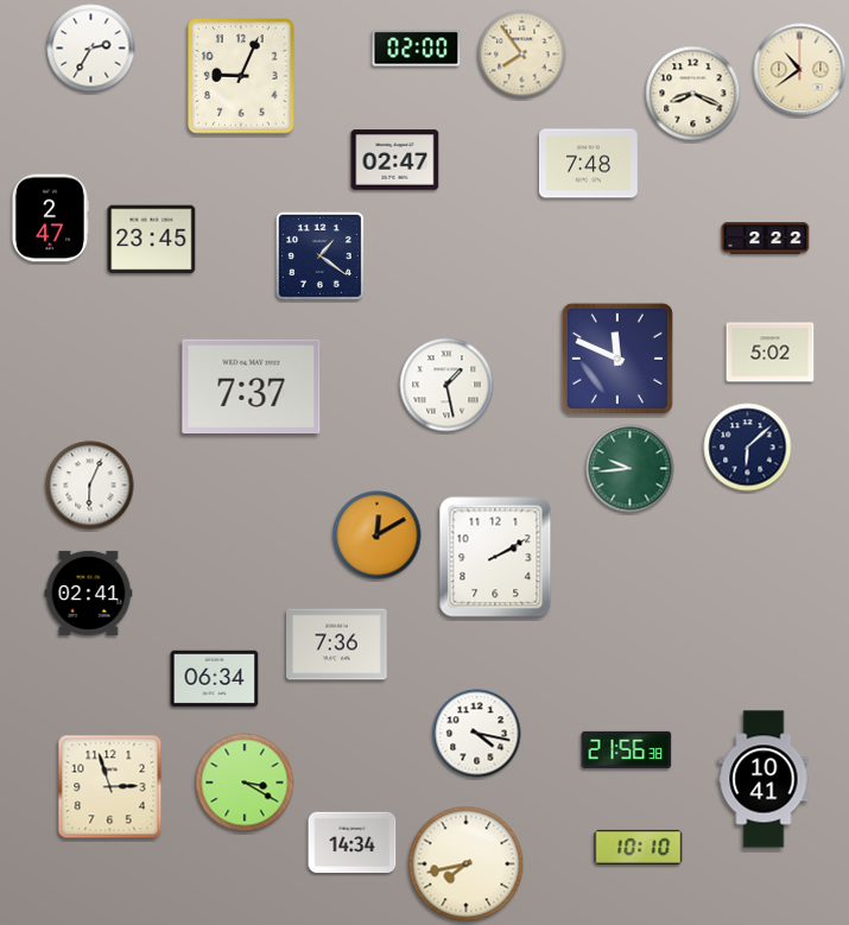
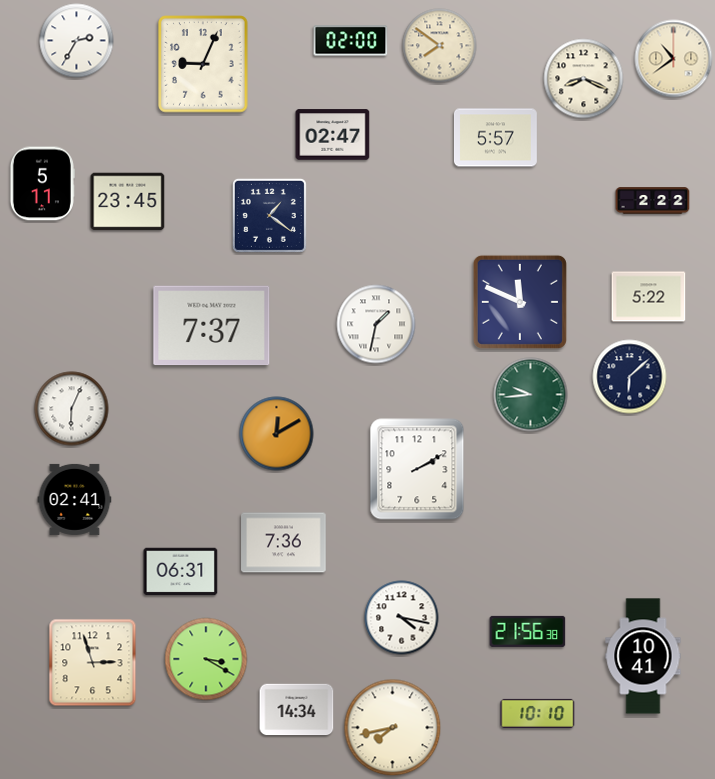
clock at (522, 55): 7:54 -> 7:51
clock at (588, 164): 7:48 -> 5:57
clock at (50, 218): 2:47 -> 5:11
clock at (766, 239) position: (766, 239) -> (653, 201)
clock at (771, 353): 5:02 -> 5:22
clock at (446, 385): 1:28 -> 1:32
clock at (90, 486) position: (90, 486) -> (72, 409)
clock at (378, 536) position: (378, 536) -> (277, 434)
clock at (215, 679): 06:34 -> 06:31
